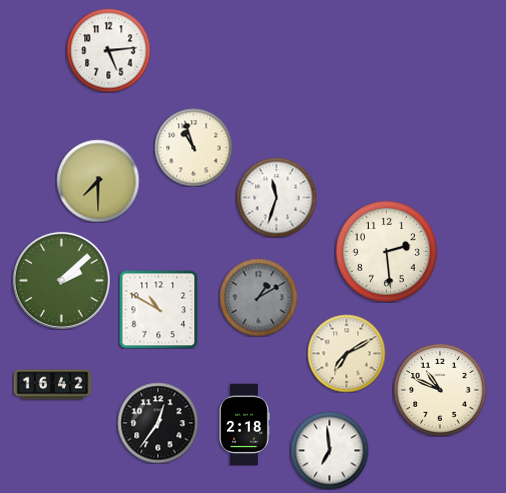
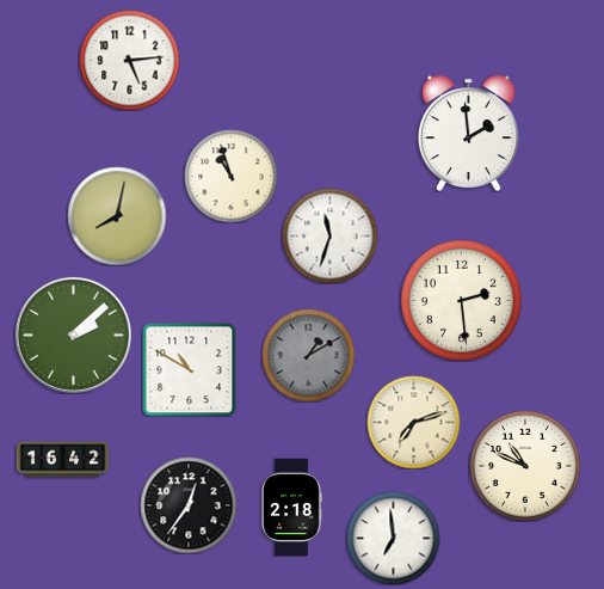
clock at (468, 133): none -> 1:59
clock at (98, 181): 7:30 -> 8:02
clock at (346, 353): 7:10 -> 7:12
